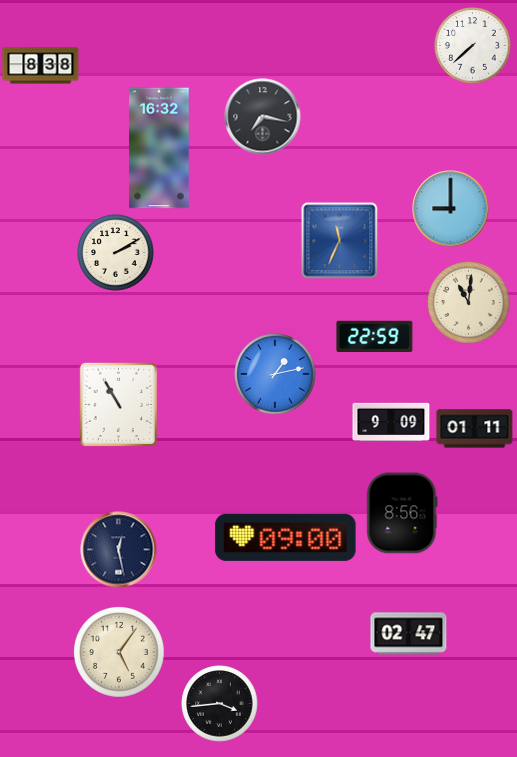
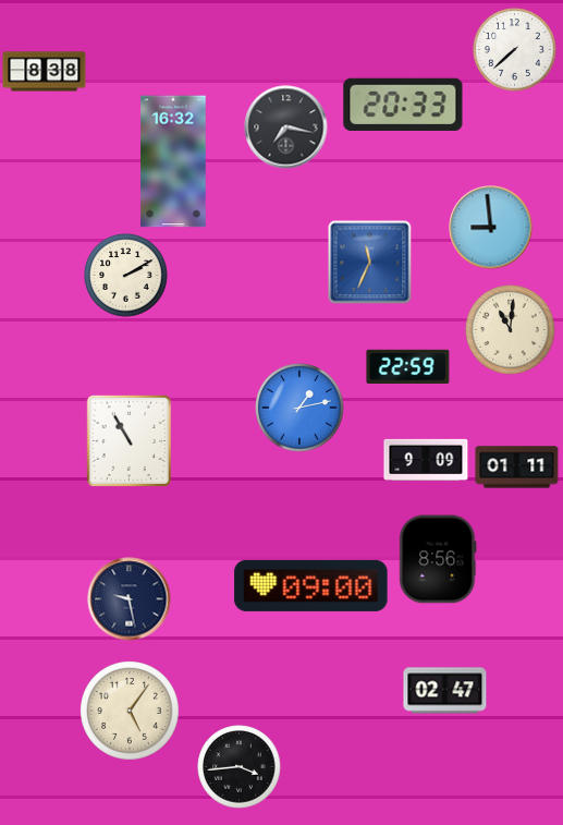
clock at (403, 105): none -> 20:33
clock at (451, 209): 9:00 -> 8:59
clock at (119, 550): 12:28 -> 9:28
